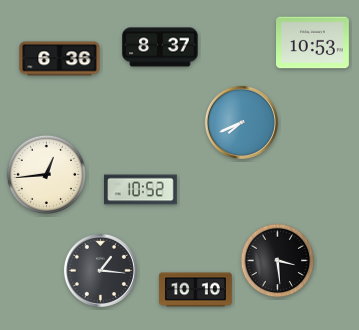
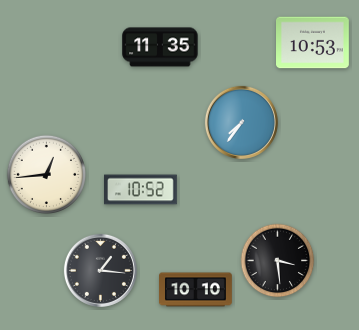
clock at (160, 47): 8:37 -> 11:35
clock at (60, 59): 6:36 -> none
clock at (241, 122): 7:41 -> 7:36
